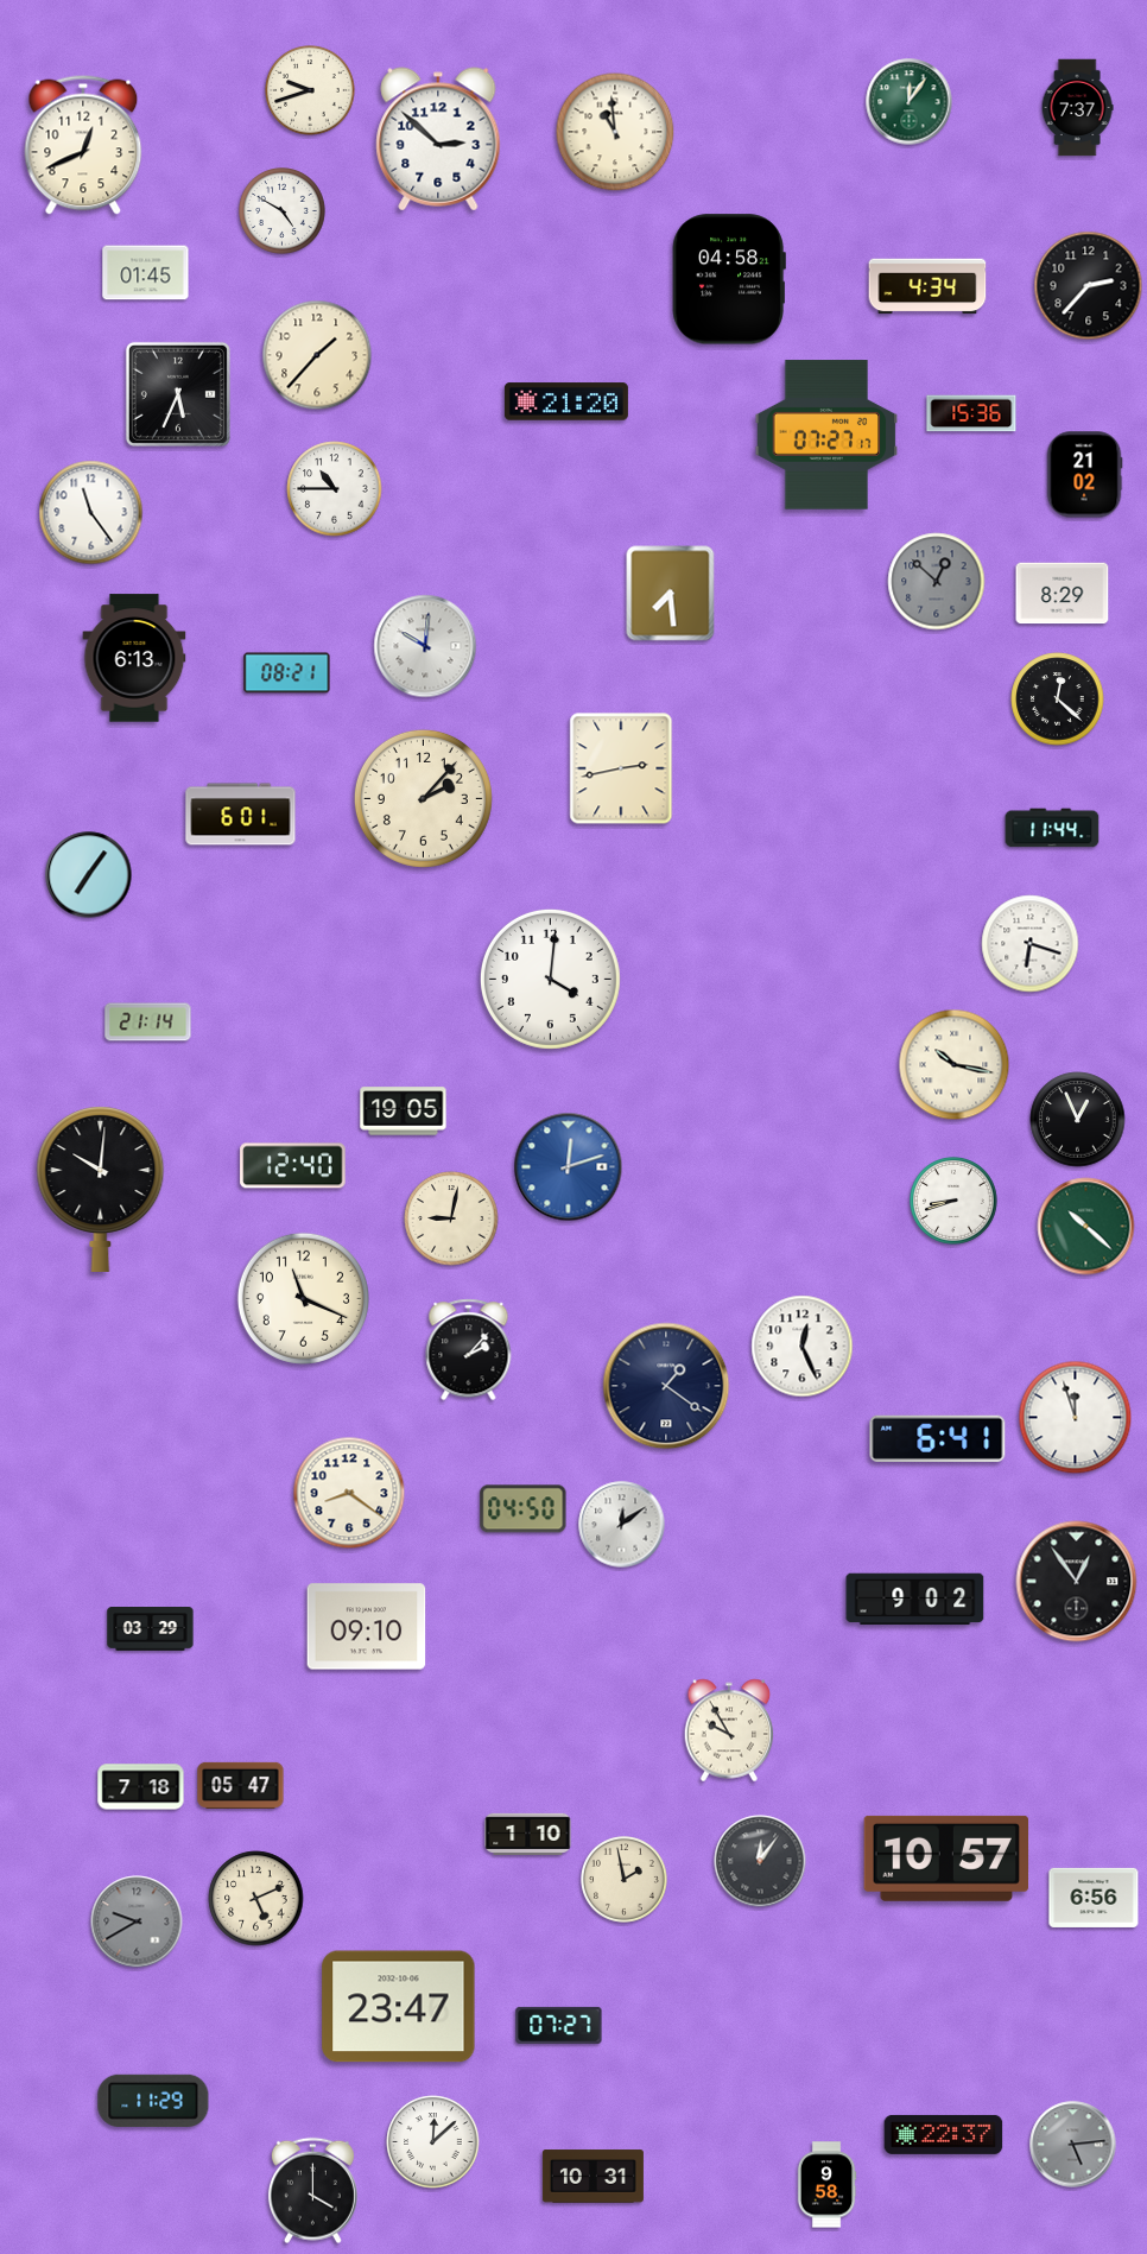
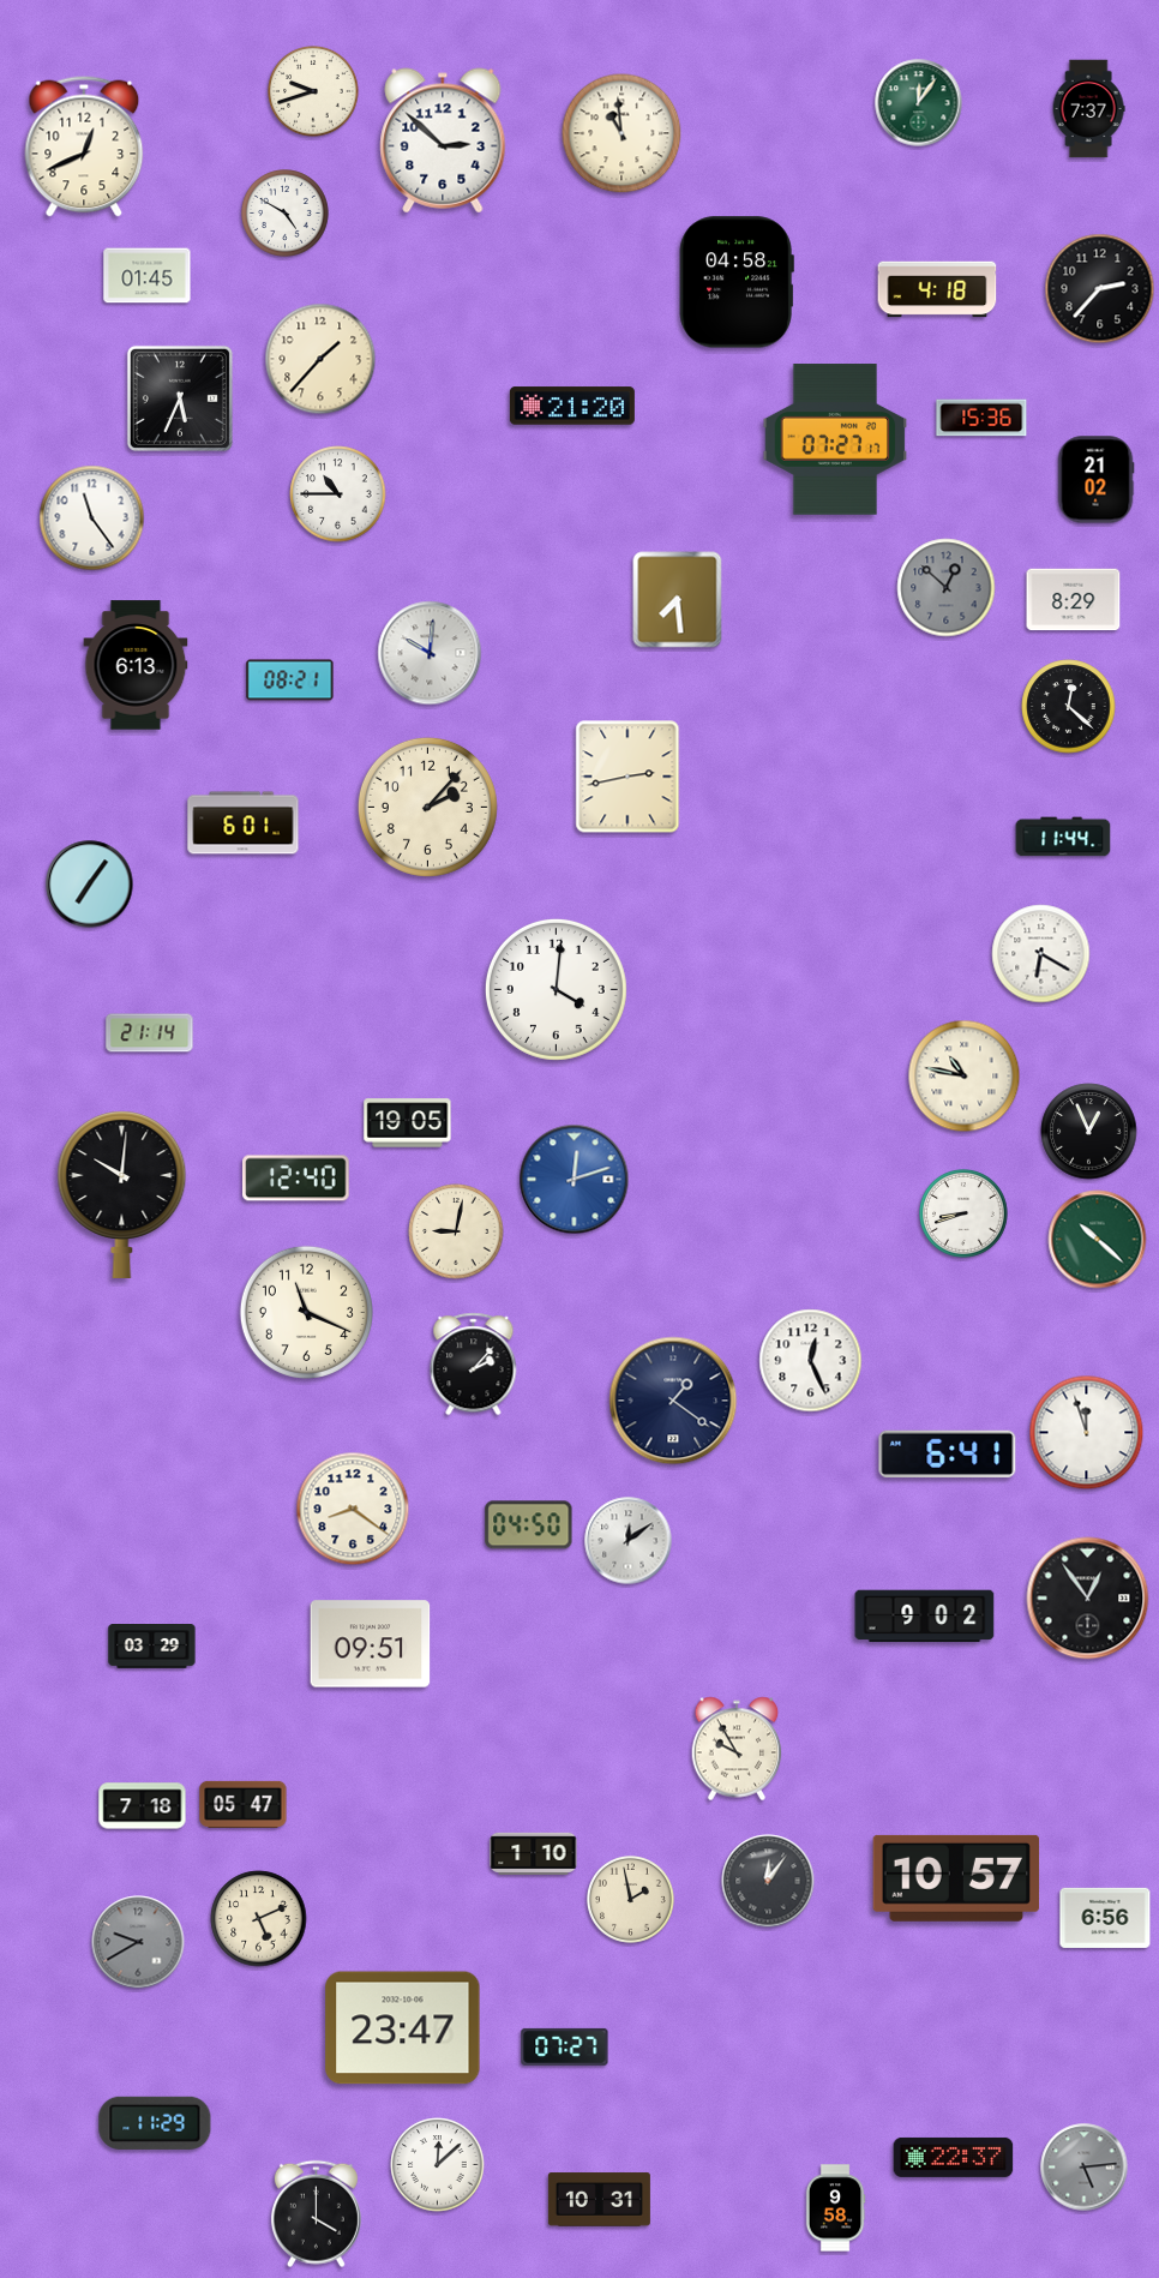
clock at (927, 286): 4:34 -> 4:18
clock at (1031, 944): 6:18 -> 6:20
clock at (955, 1065): 10:17 -> 10:47
clock at (101, 1189) position: (101, 1189) -> (122, 1194)
clock at (367, 1627): 09:10 -> 09:51
